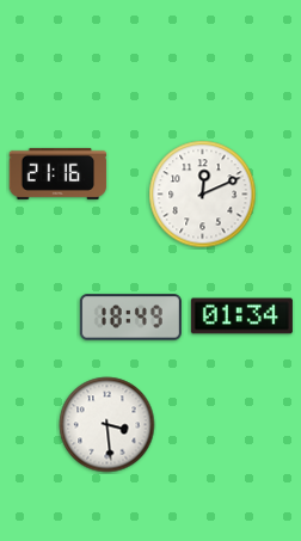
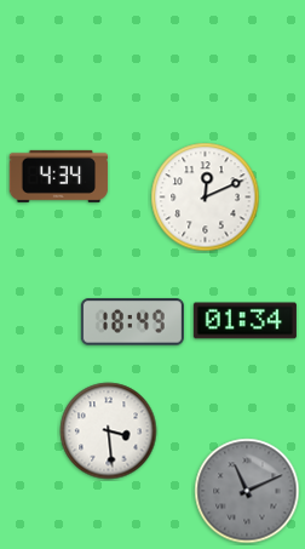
clock at (59, 173): 21:16 -> 4:34
clock at (247, 491): none -> 11:11
